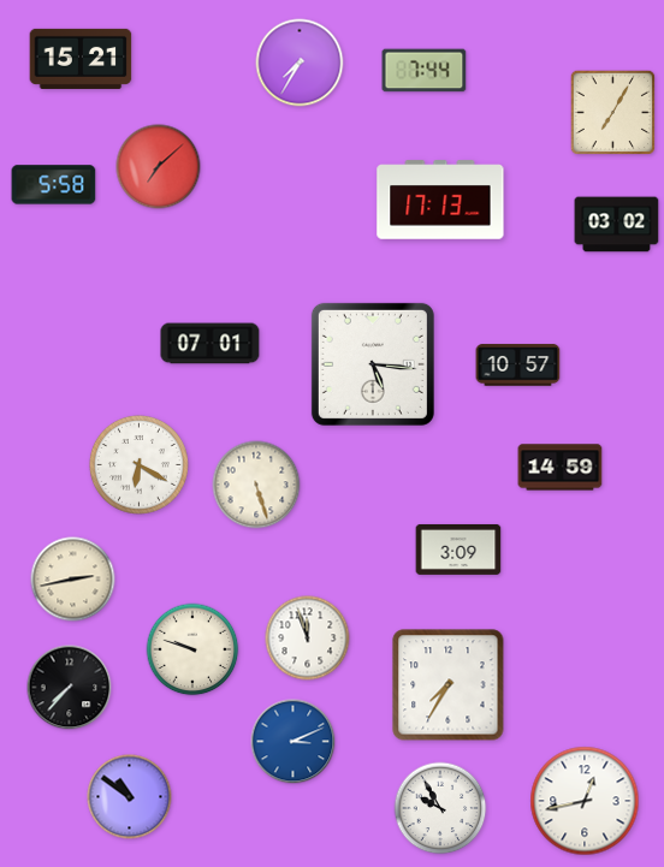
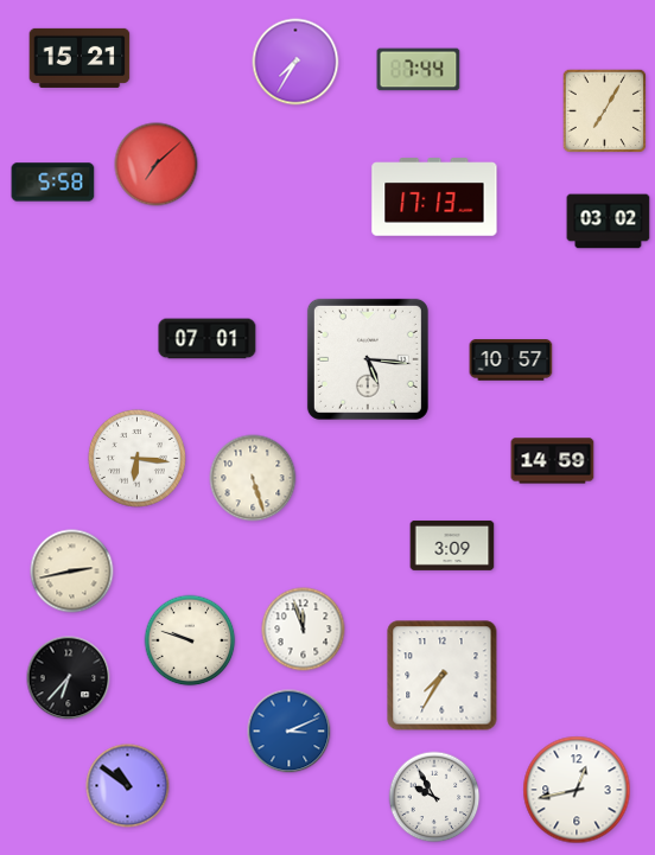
clock at (138, 464): 6:20 -> 6:16
clock at (458, 550) position: (458, 550) -> (452, 545)
clock at (70, 688): 7:37 -> 6:37
